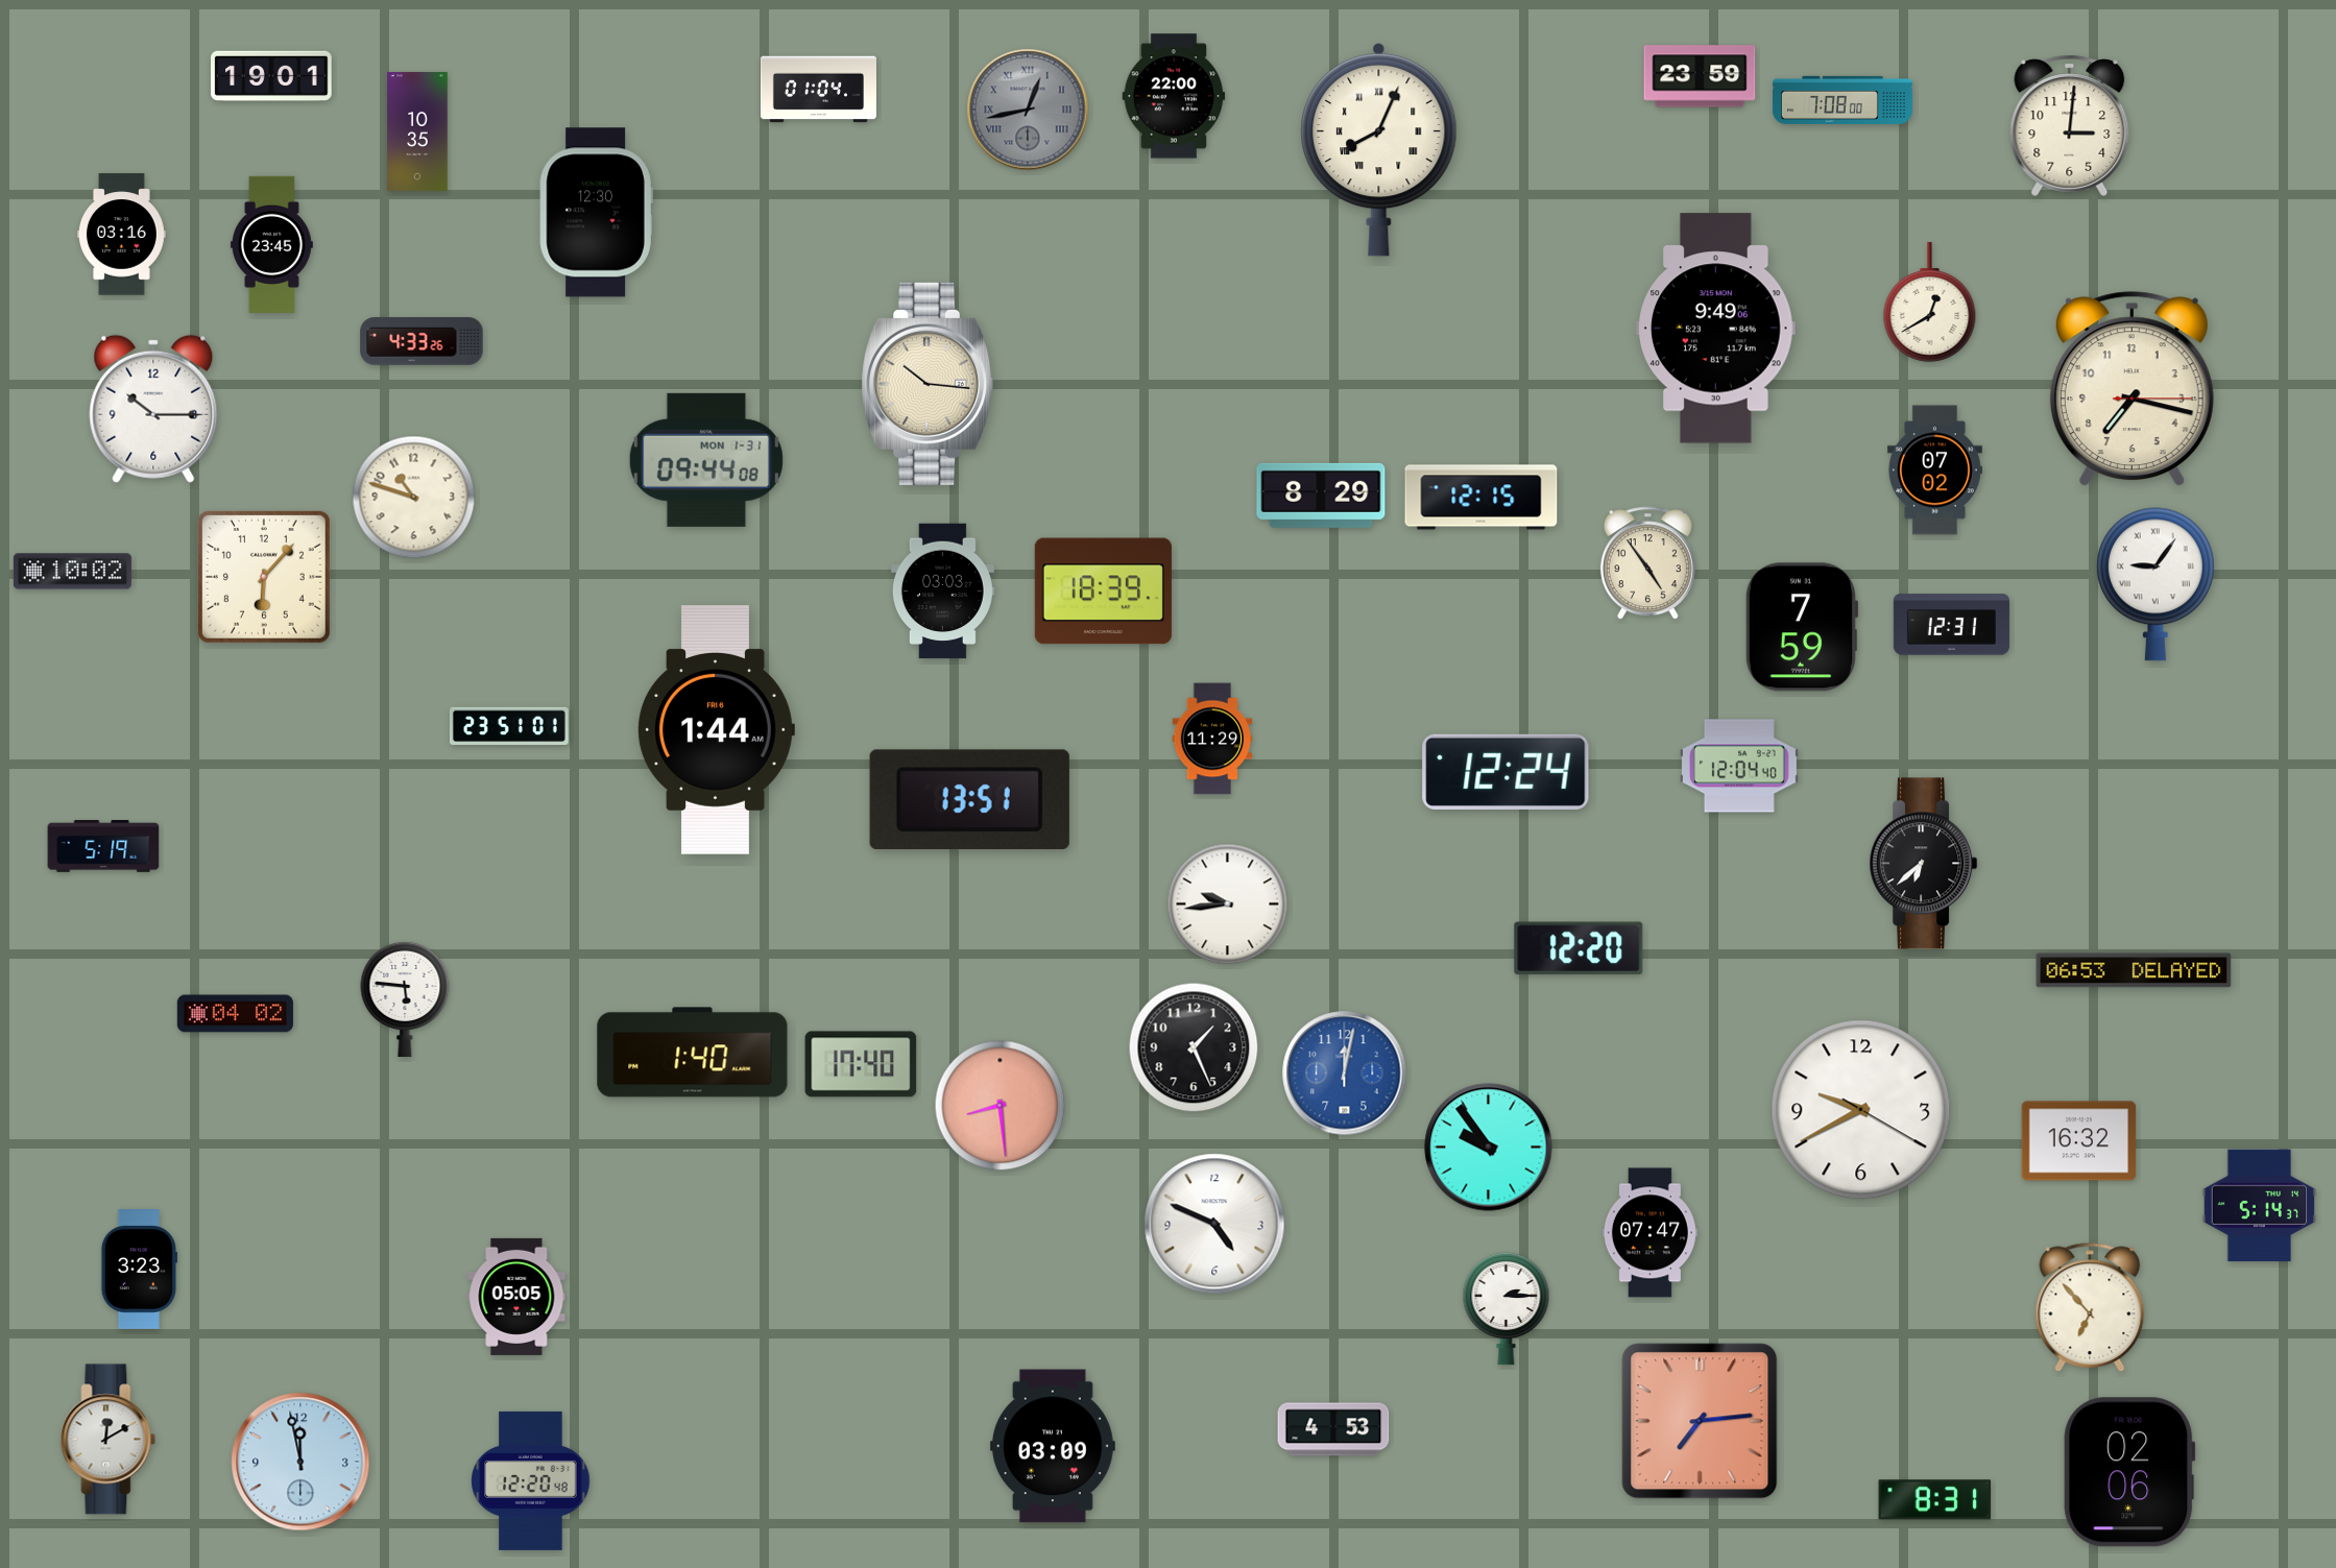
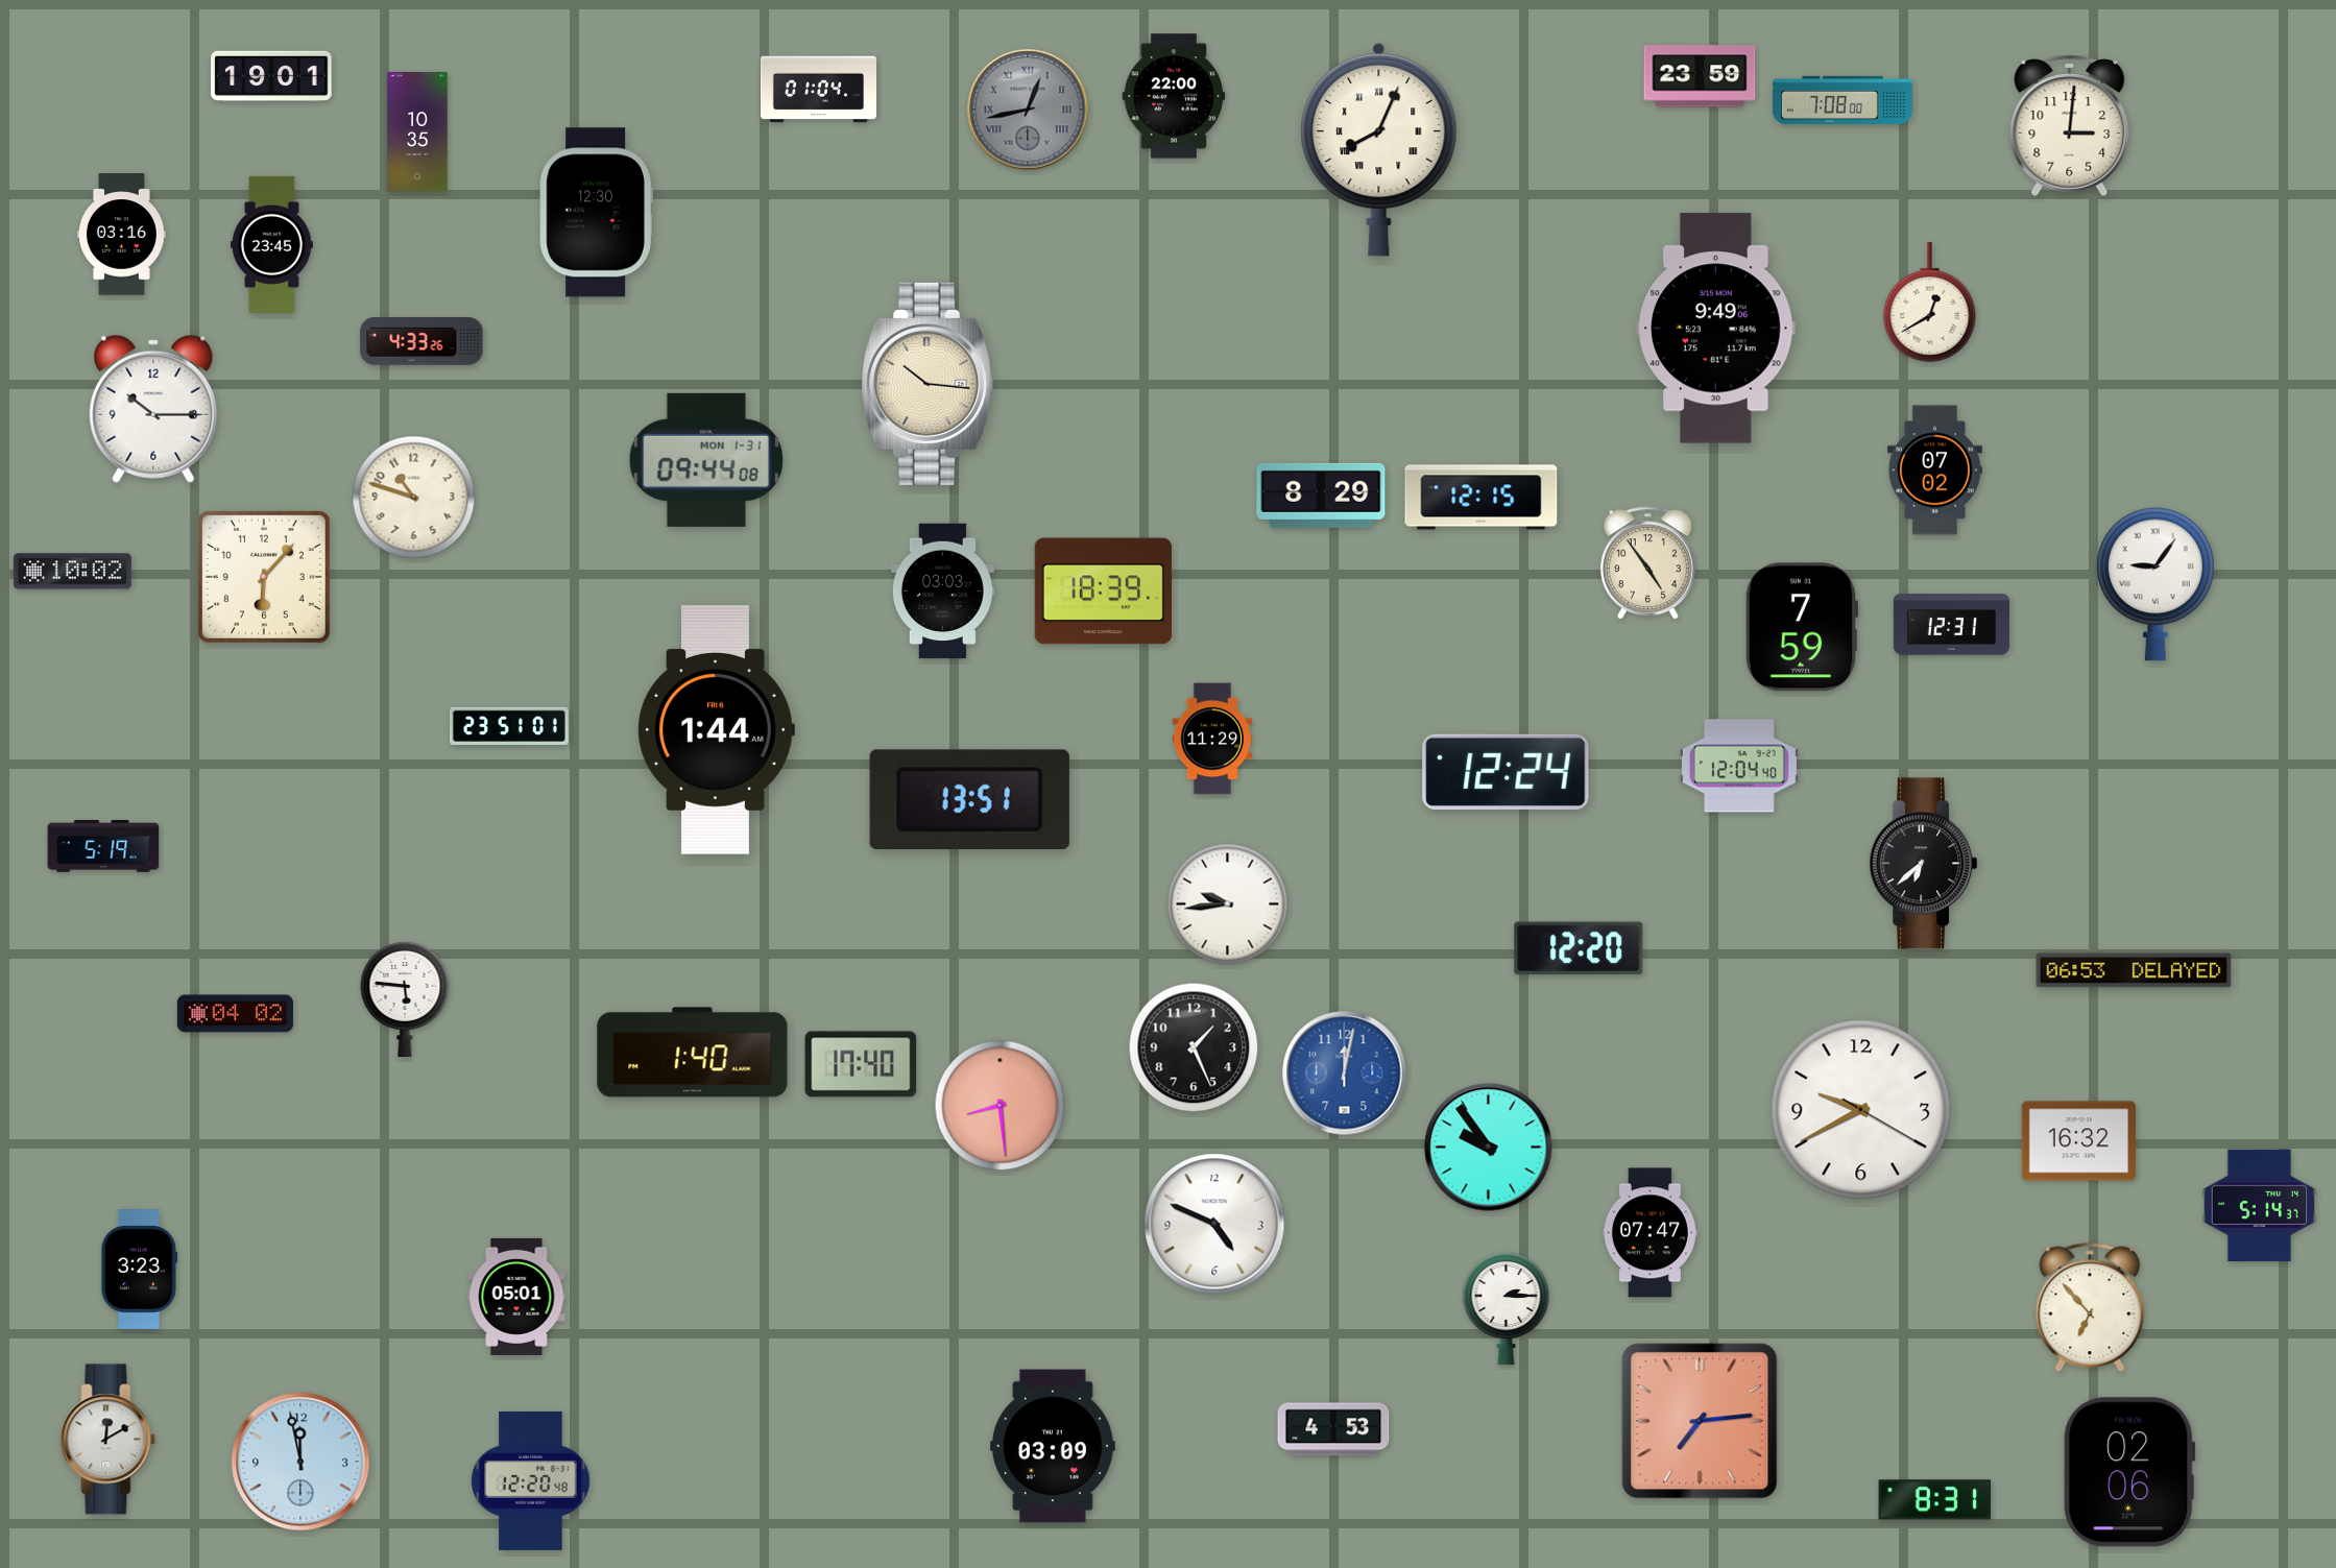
clock at (2132, 388): 7:17 -> none
clock at (516, 1297): 05:05 -> 05:01
